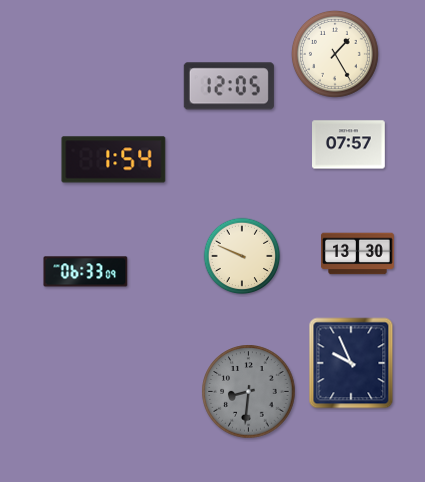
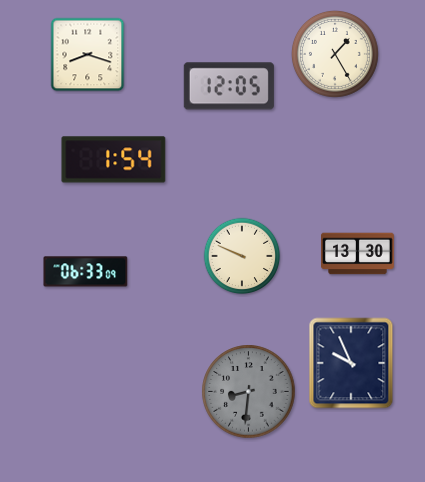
clock at (88, 55): none -> 8:18
clock at (349, 145): 07:57 -> none
